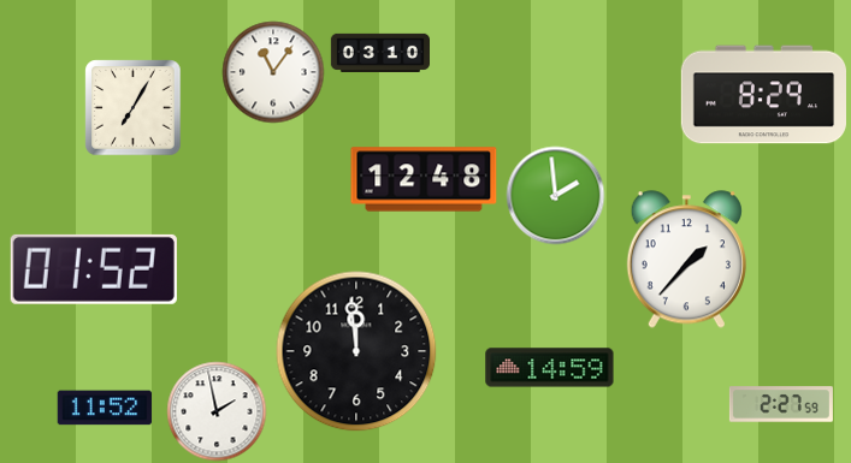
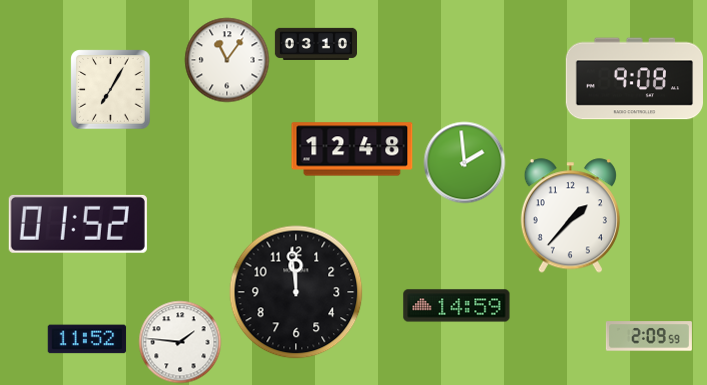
clock at (763, 95): 8:29 -> 9:08
clock at (555, 195) position: (555, 195) -> (464, 162)
clock at (781, 404): 2:27 -> 2:09
clock at (217, 411): 1:58 -> 1:46
